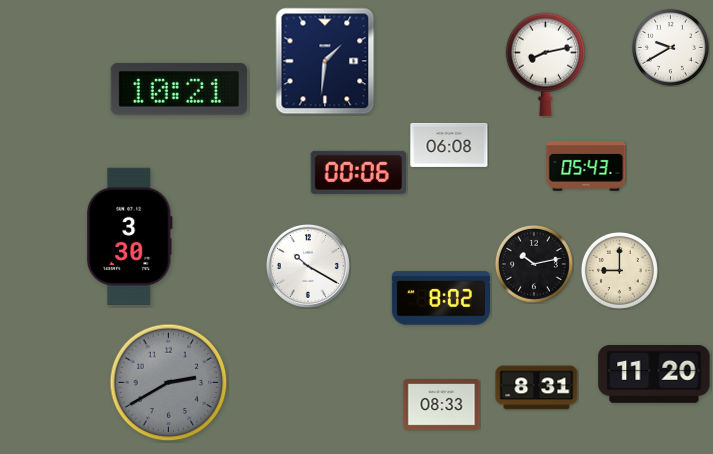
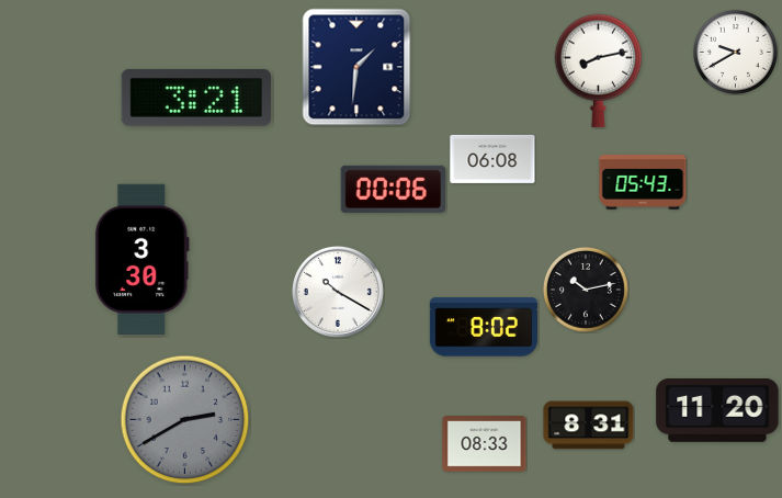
clock at (179, 89): 10:21 -> 3:21
clock at (619, 270): 9:00 -> none
